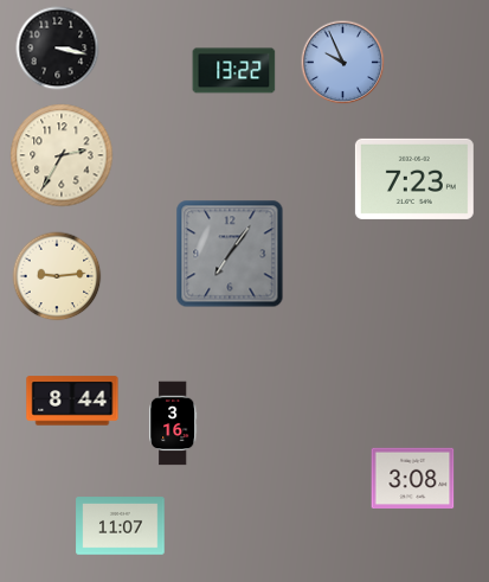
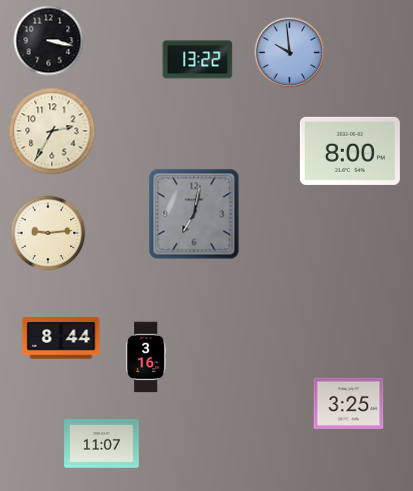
clock at (343, 63): 9:56 -> 9:59
clock at (414, 179): 7:23 -> 8:00
clock at (230, 254): 7:06 -> 7:02
clock at (413, 478): 3:08 -> 3:25
